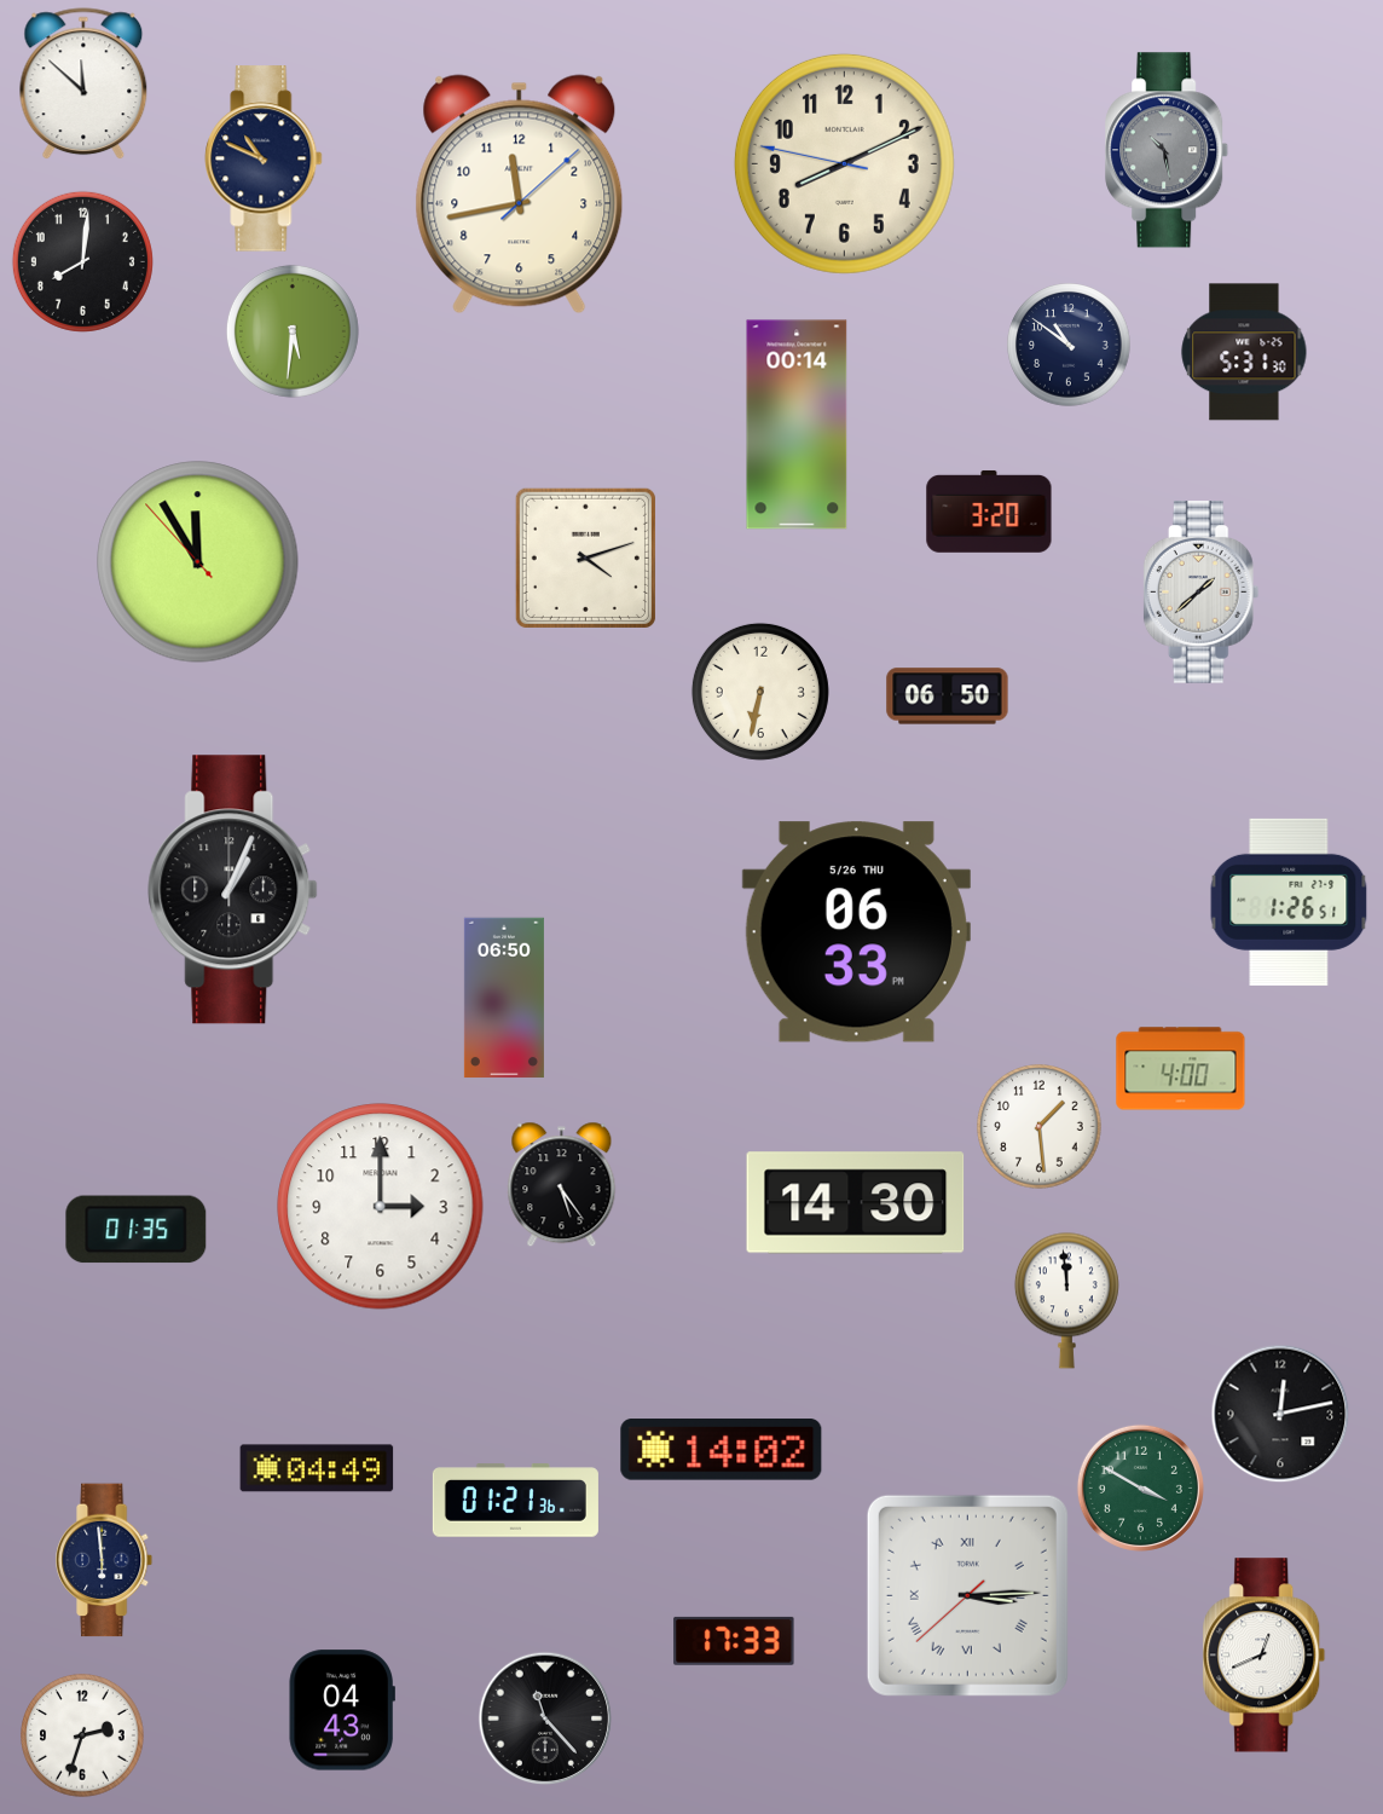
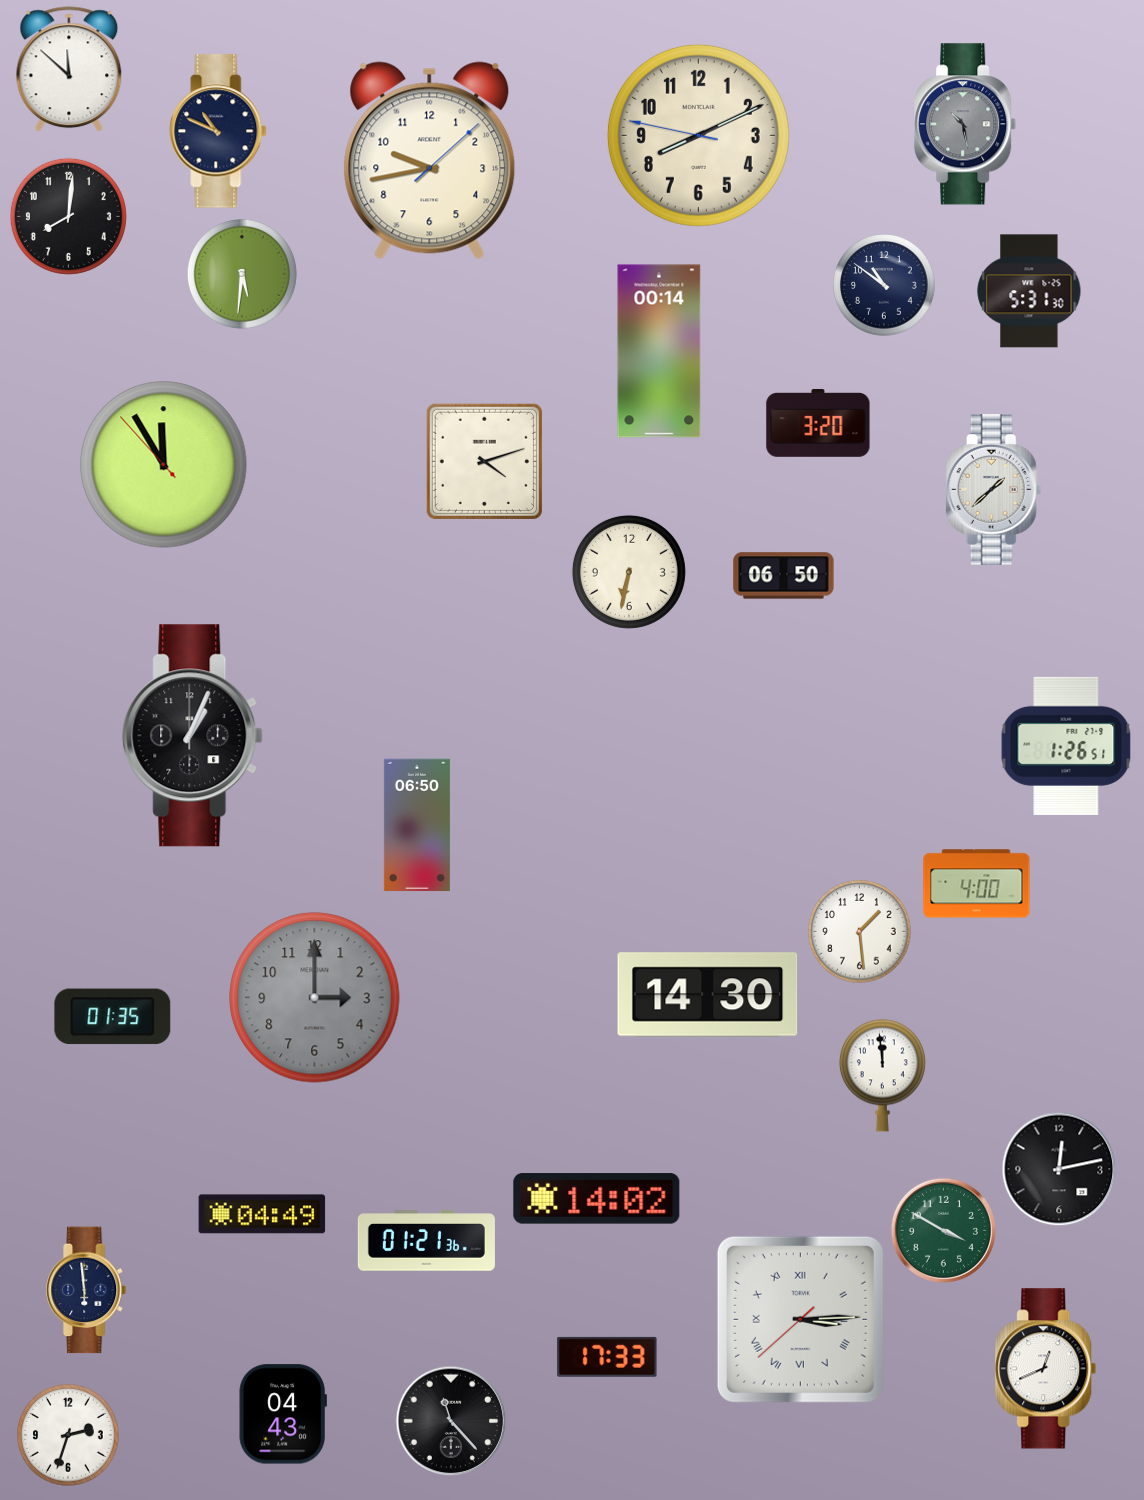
clock at (520, 195): 11:43 -> 9:43
clock at (856, 932): 06:33 -> none
clock at (562, 1184): 5:24 -> none
clock at (381, 1207) dial: white -> grey
